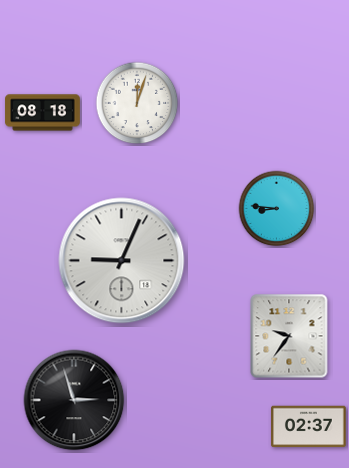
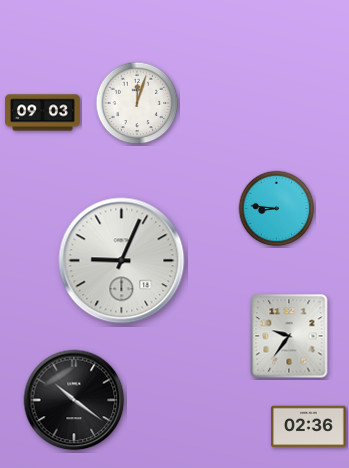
clock at (43, 113): 08:18 -> 09:03
clock at (74, 400): 2:57 -> 10:21
clock at (309, 427): 02:37 -> 02:36
